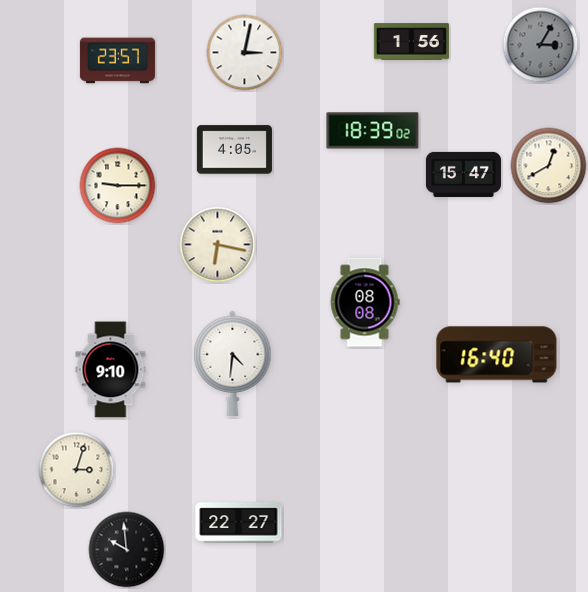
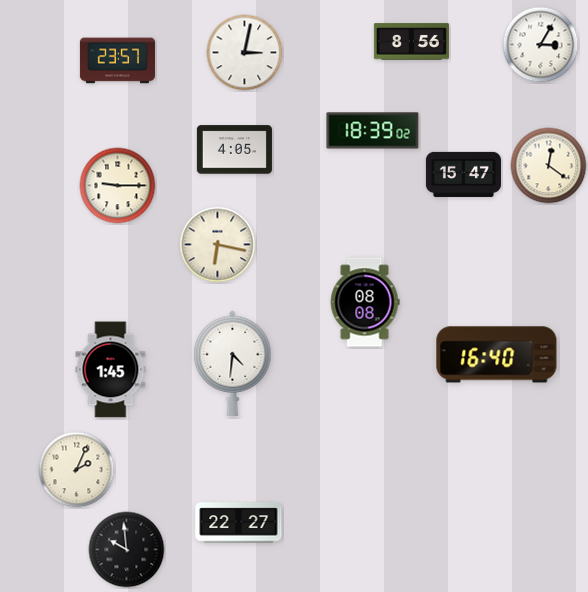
clock at (411, 42): 1:56 -> 8:56
clock at (541, 45) dial: grey -> white
clock at (549, 166): 12:40 -> 12:21
clock at (111, 370): 9:10 -> 1:45
clock at (77, 470): 3:03 -> 2:04
